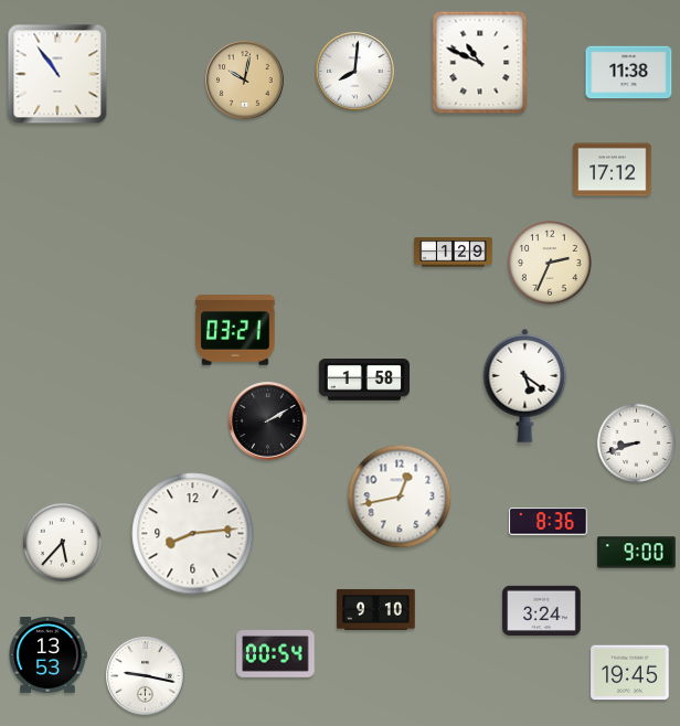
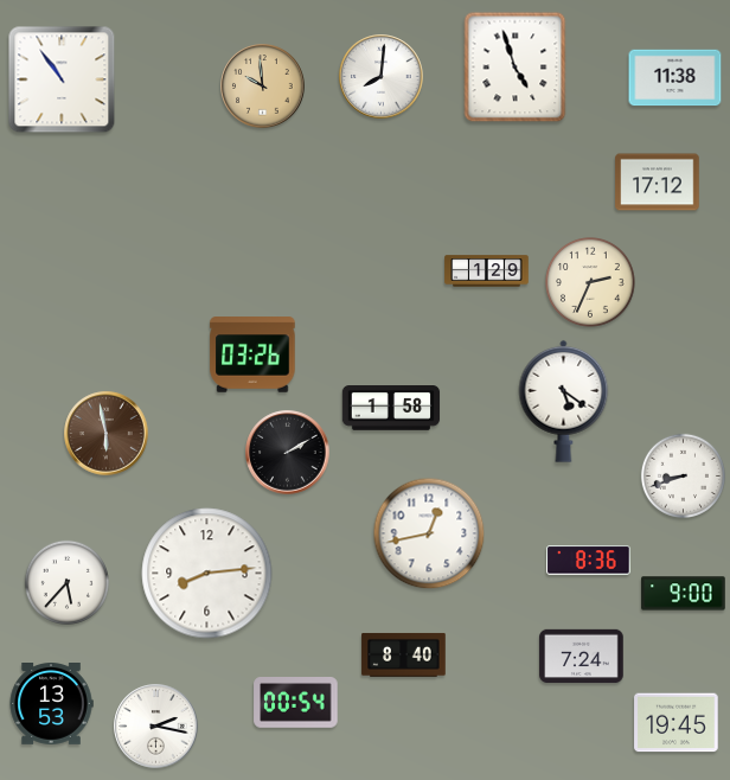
clock at (480, 63): 10:49 -> 4:57
clock at (245, 81): 10:02 -> 9:59
clock at (235, 330): 03:21 -> 03:26
clock at (525, 385) position: (525, 385) -> (564, 401)
clock at (107, 434): none -> 5:58
clock at (376, 610): 9:10 -> 8:40
clock at (542, 611): 3:24 -> 7:24
clock at (146, 676): 9:17 -> 2:17
